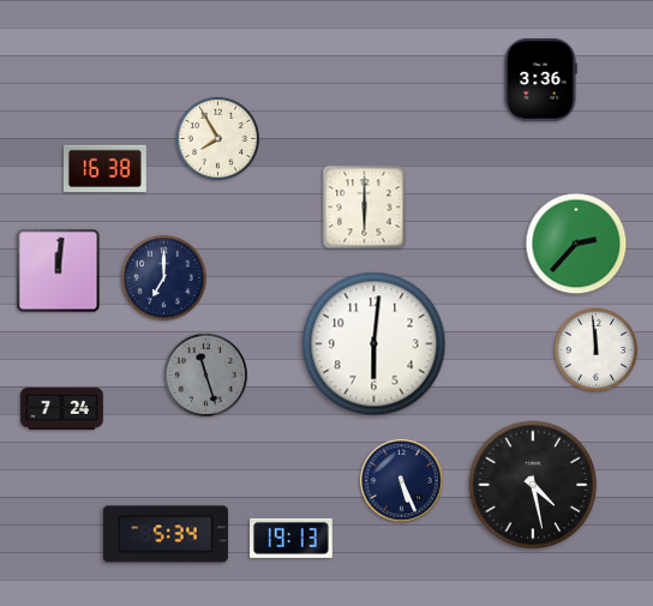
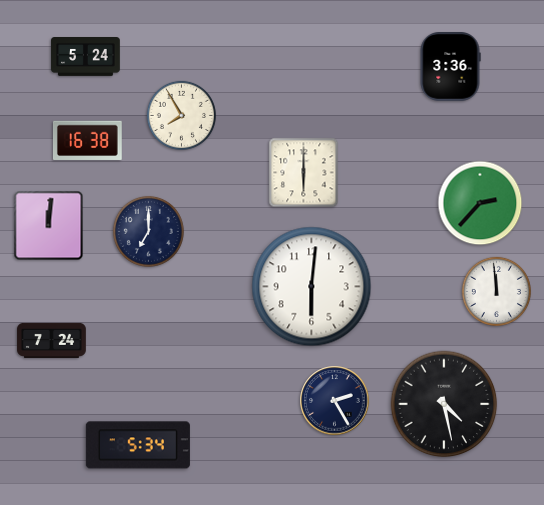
clock at (86, 57): none -> 5:24
clock at (163, 277) position: (163, 277) -> (148, 231)
clock at (205, 374): 11:27 -> none
clock at (402, 481): 5:26 -> 2:25
clock at (292, 538): 19:13 -> none
